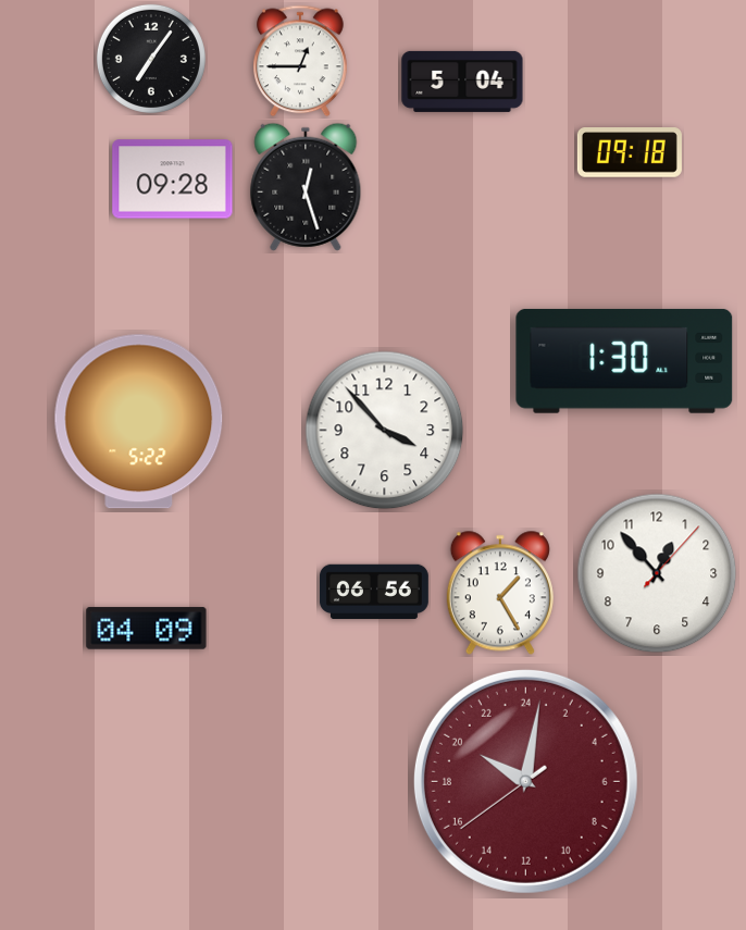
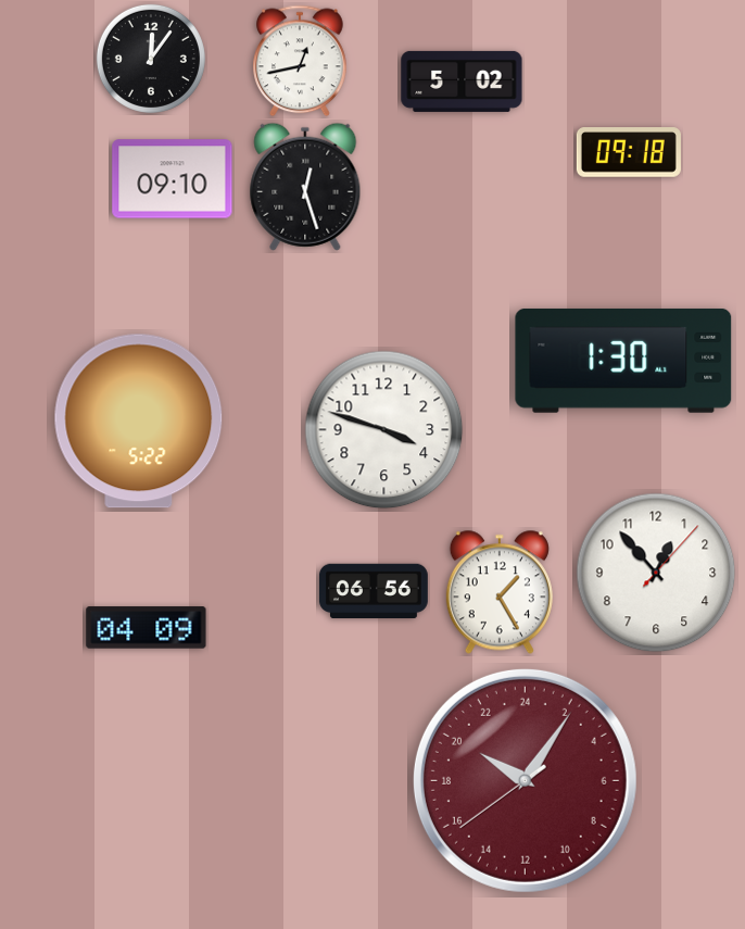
clock at (151, 59): 7:06 -> 12:06
clock at (301, 61): 12:45 -> 12:43
clock at (462, 82): 5:04 -> 5:02
clock at (173, 179): 09:28 -> 09:10
clock at (385, 431): 3:53 -> 3:48
clock at (525, 781): 20:01 -> 20:05
